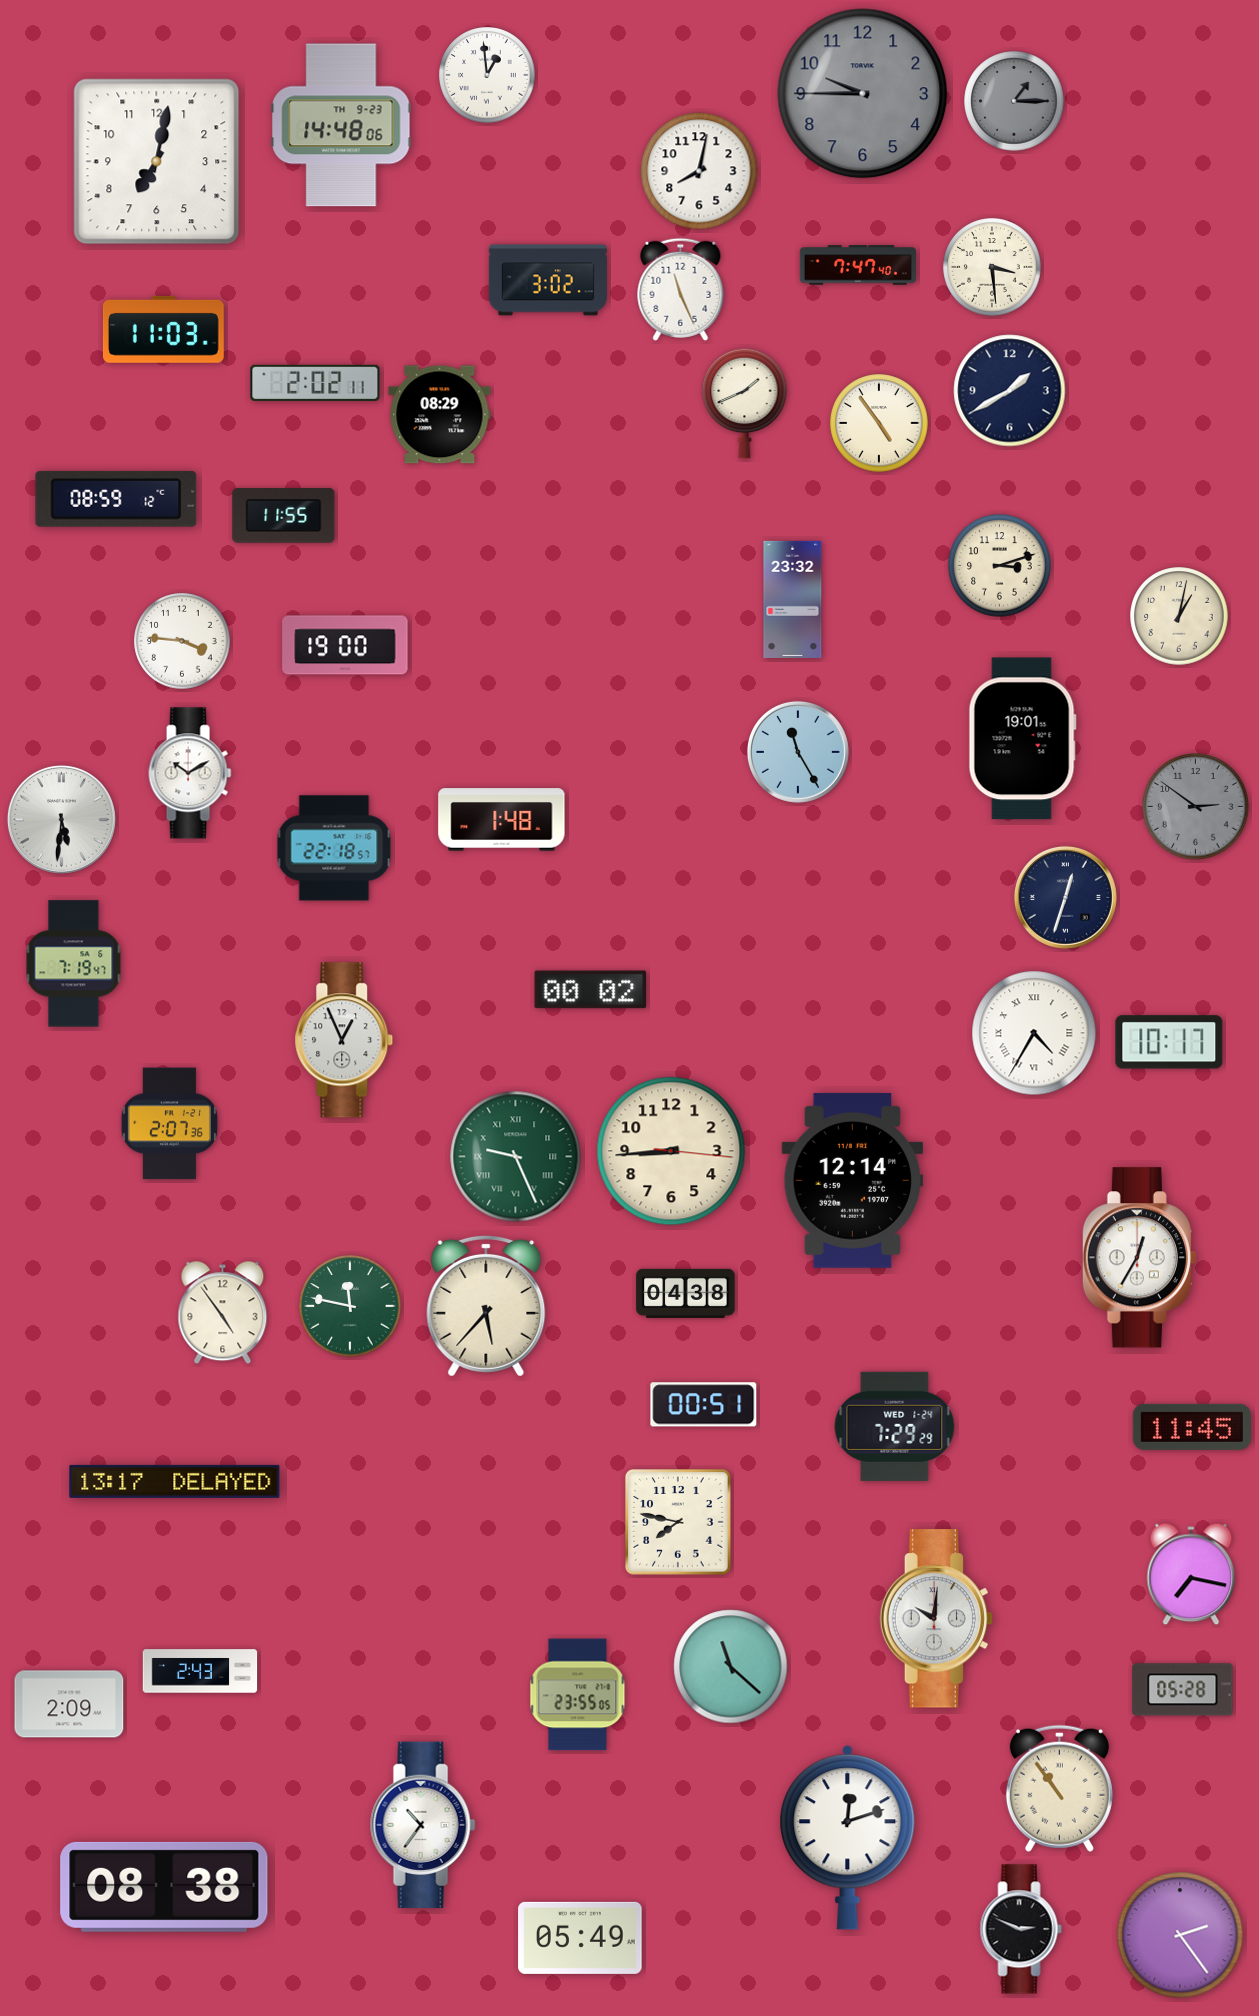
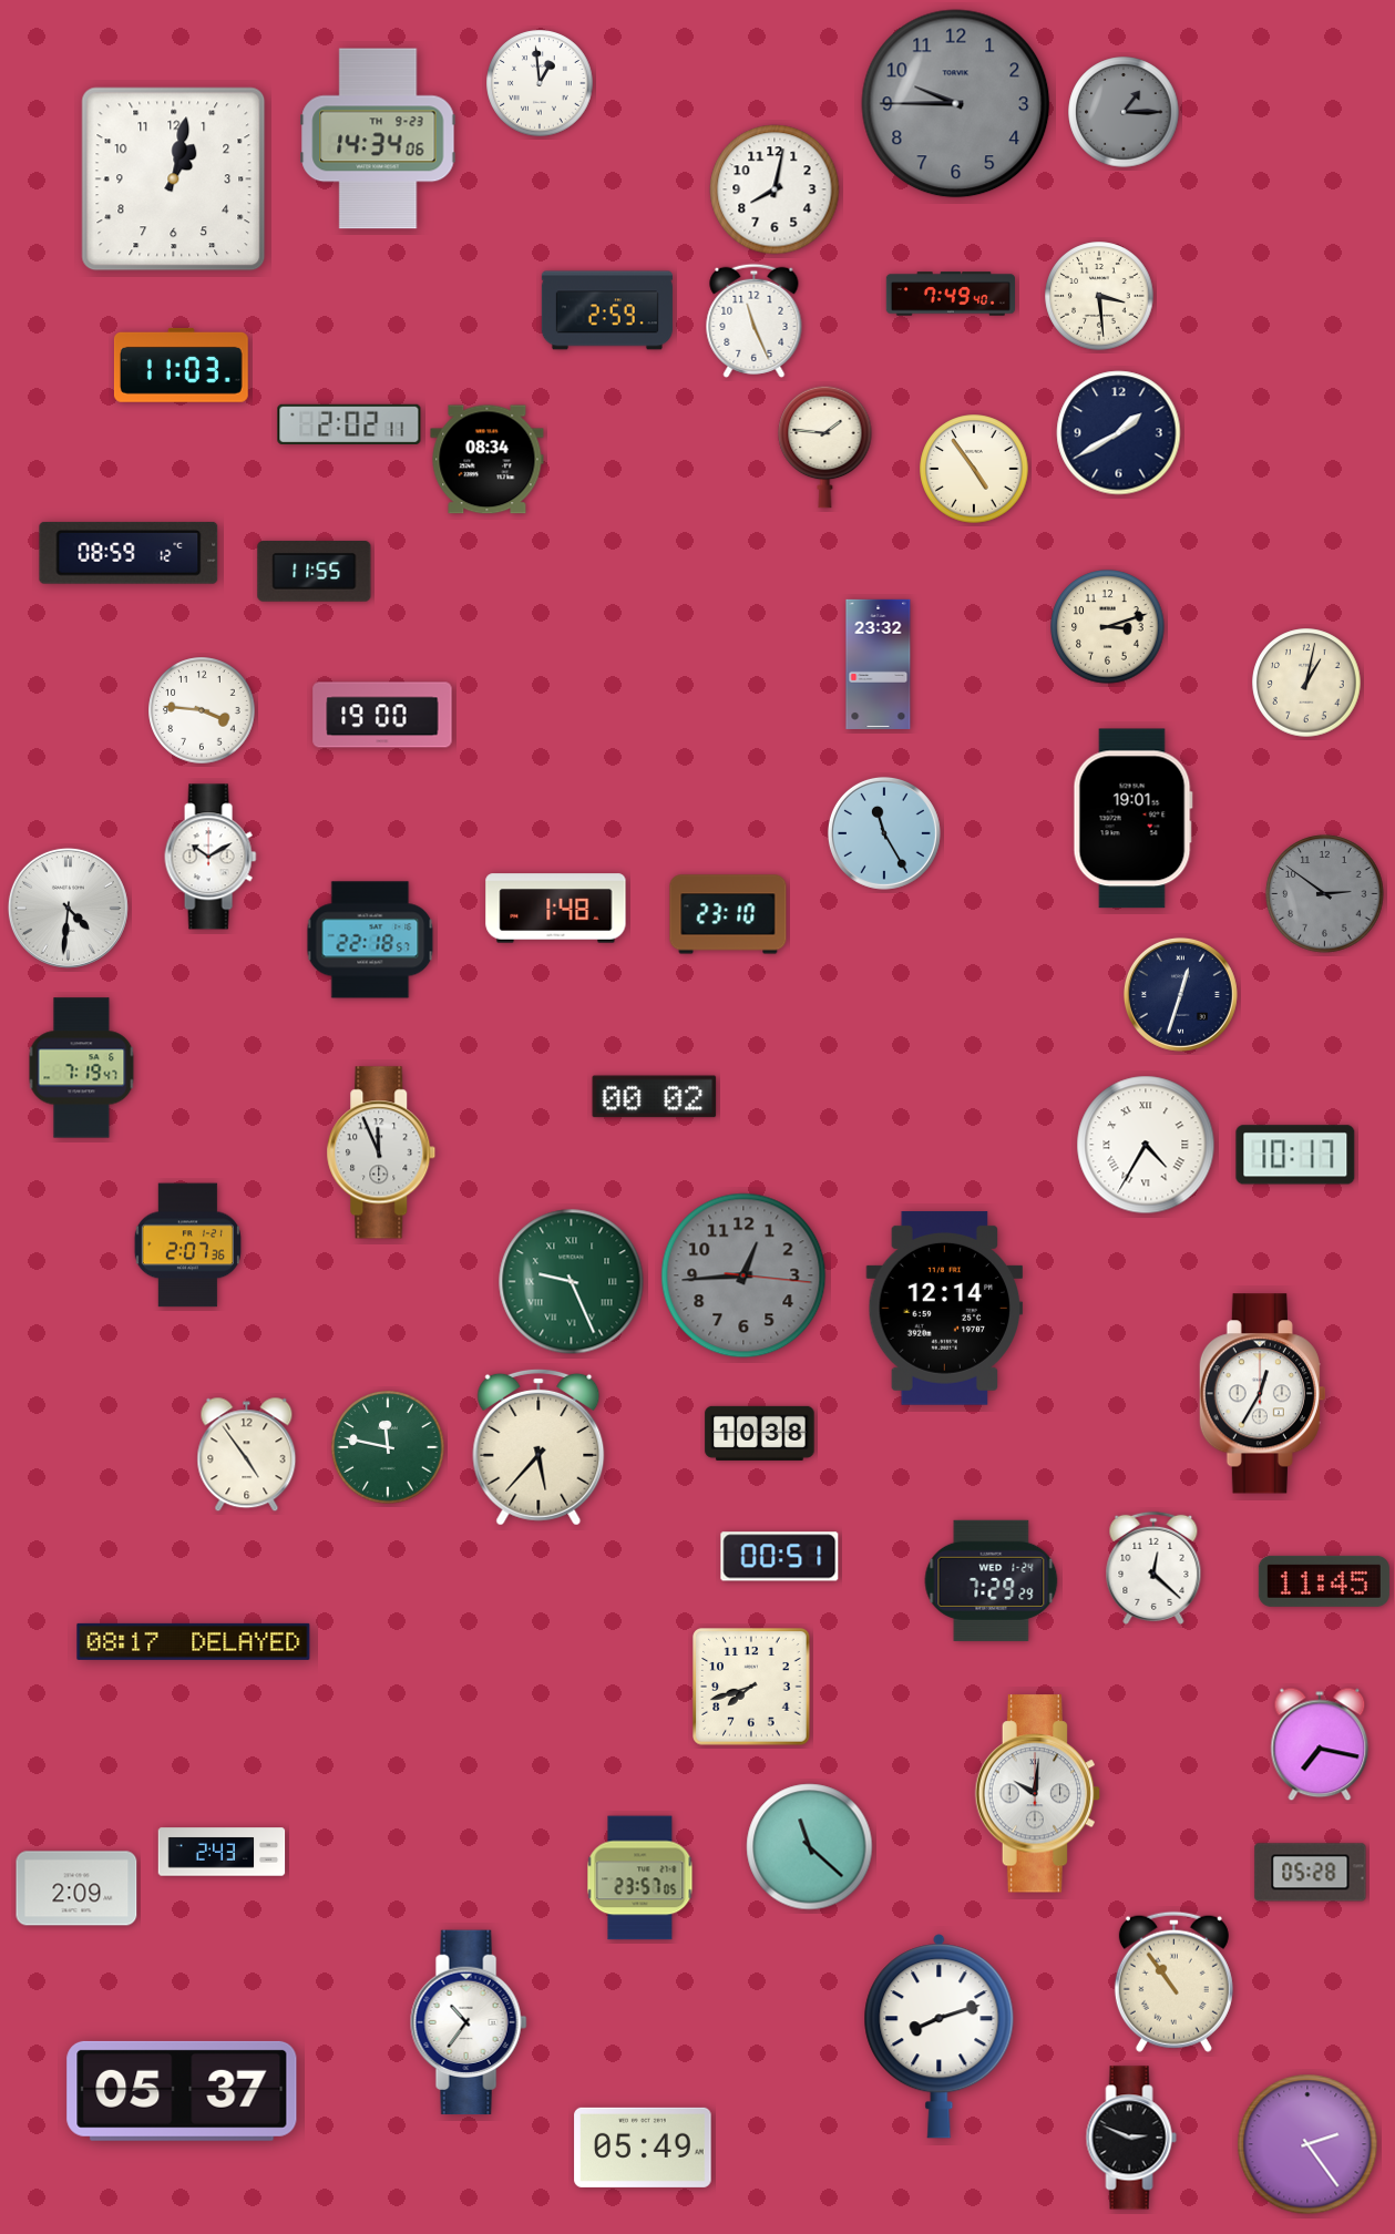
clock at (341, 125): 14:48 -> 14:34
clock at (157, 162): 7:02 -> 1:02
clock at (857, 265): 7:47 -> 7:49
clock at (548, 280): 3:02 -> 2:59
clock at (745, 403): 1:41 -> 1:46
clock at (440, 415): 08:29 -> 08:34
clock at (61, 819): 5:31 -> 4:31
clock at (728, 914): none -> 23:10
clock at (344, 1040): 12:56 -> 11:56
clock at (671, 1151): 8:44 -> 12:44
clock at (671, 1151) dial: cream -> grey
clock at (686, 1293): 04:38 -> 10:38
clock at (1153, 1568): none -> 12:22
clock at (1192, 1427) position: (1192, 1427) -> (1324, 1581)
clock at (175, 1481): 13:17 -> 08:17
clock at (678, 1522): 7:47 -> 7:42
clock at (578, 1695): 23:55 -> 23:57
clock at (848, 1838): 12:12 -> 8:12
clock at (164, 1887): 08:38 -> 05:37
